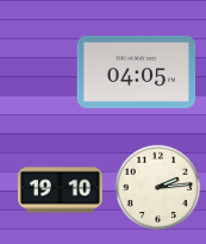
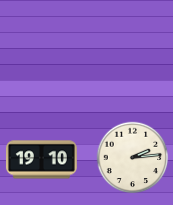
clock at (137, 71): 04:05 -> none
clock at (60, 190) position: (60, 190) -> (41, 160)
